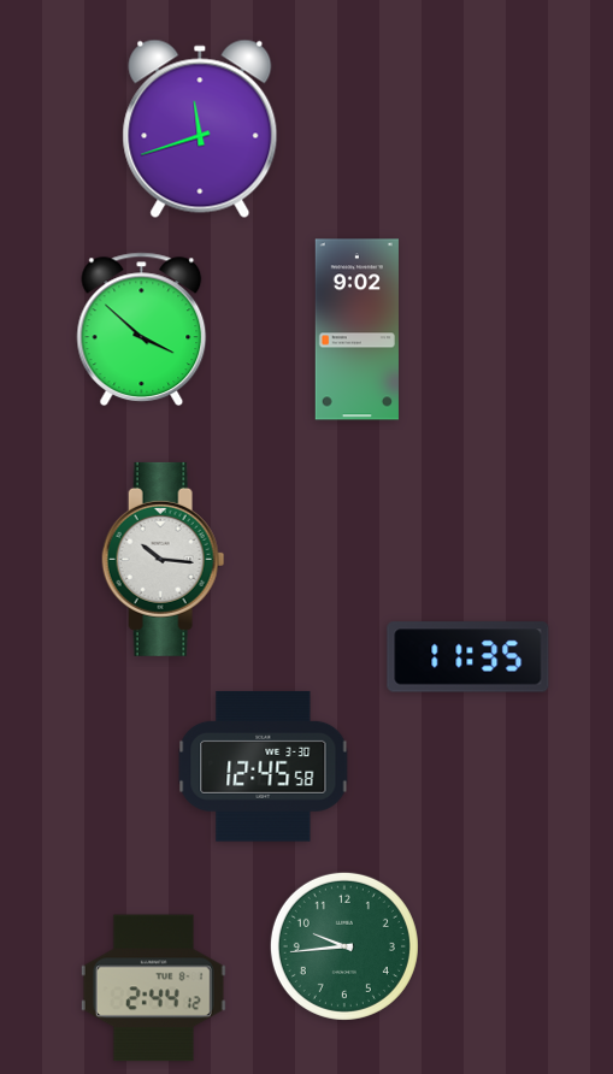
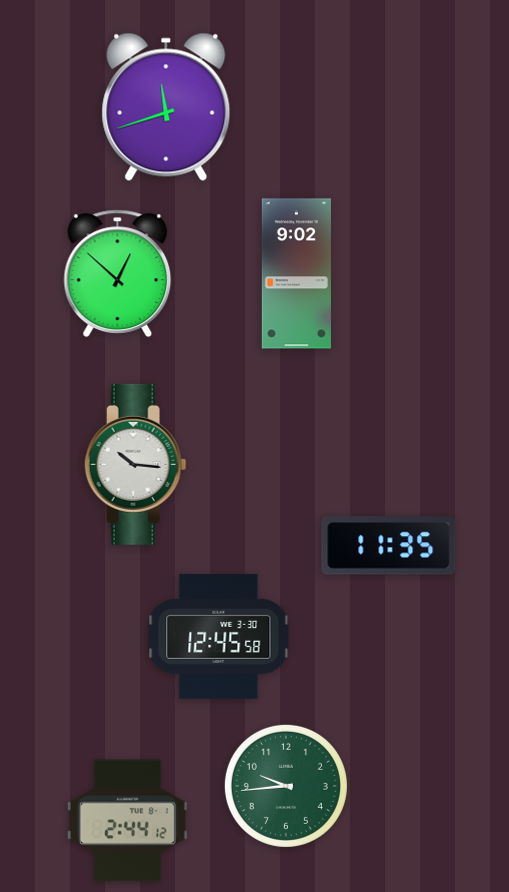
clock at (142, 330): 3:52 -> 12:52
